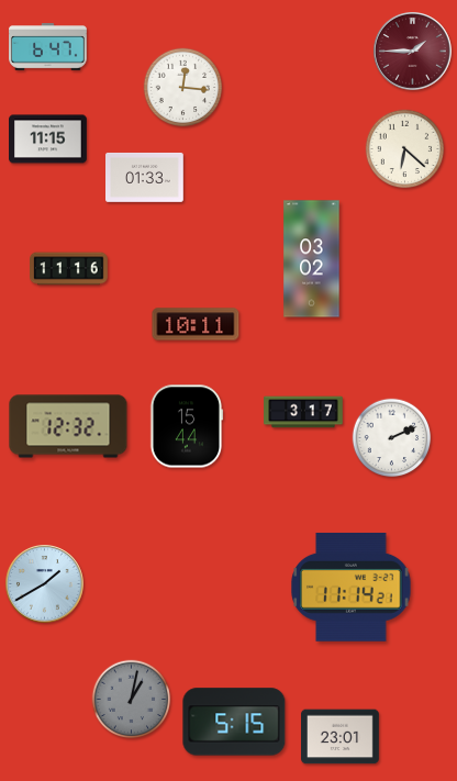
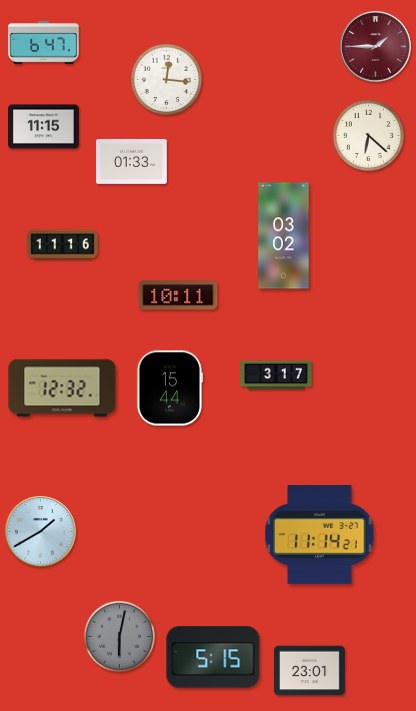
clock at (392, 438): 2:11 -> none
clock at (132, 700): 1:02 -> 6:02
